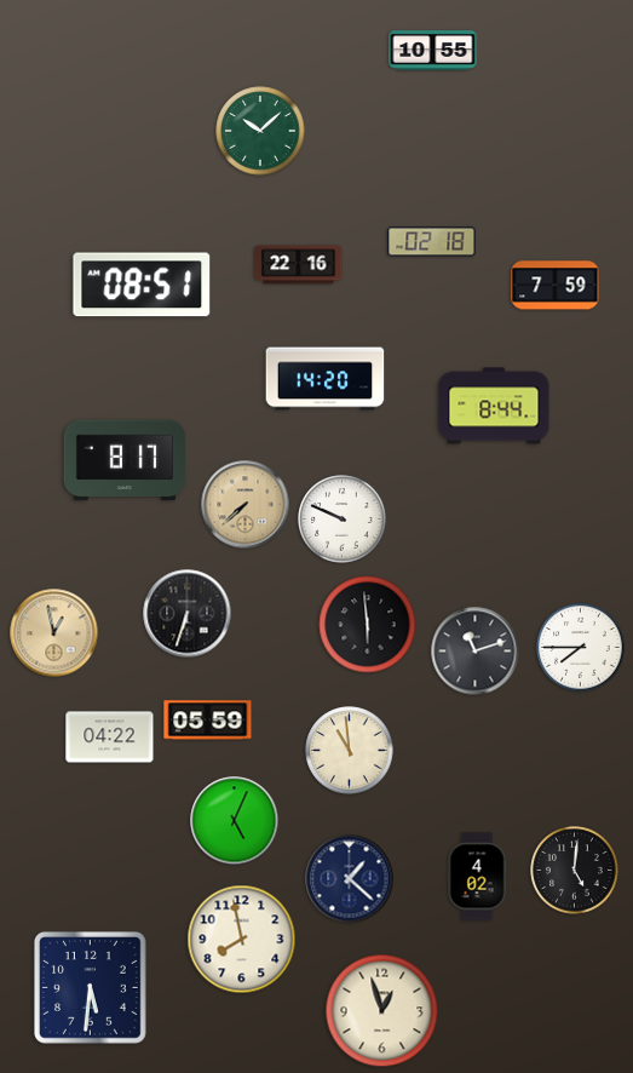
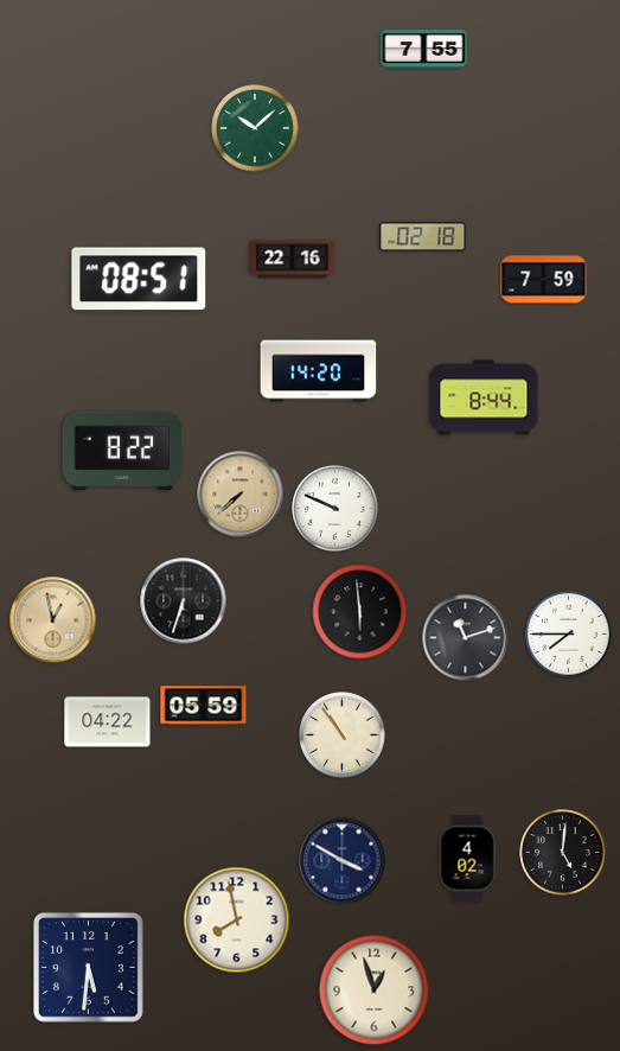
clock at (433, 51): 10:55 -> 7:55
clock at (125, 460): 8:17 -> 8:22
clock at (350, 751): 10:59 -> 10:54
clock at (235, 821): 5:04 -> none
clock at (350, 879): 1:22 -> 3:50
